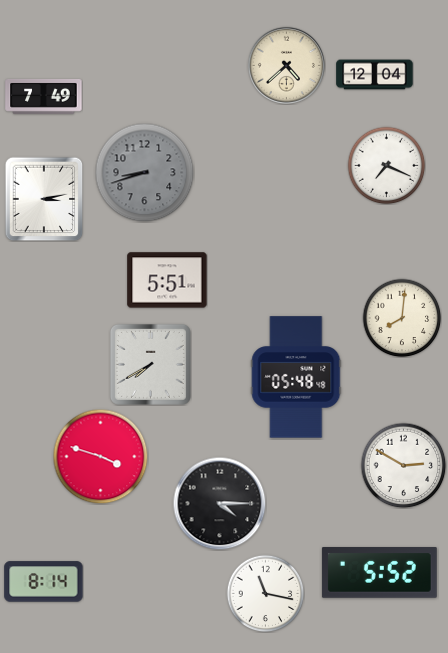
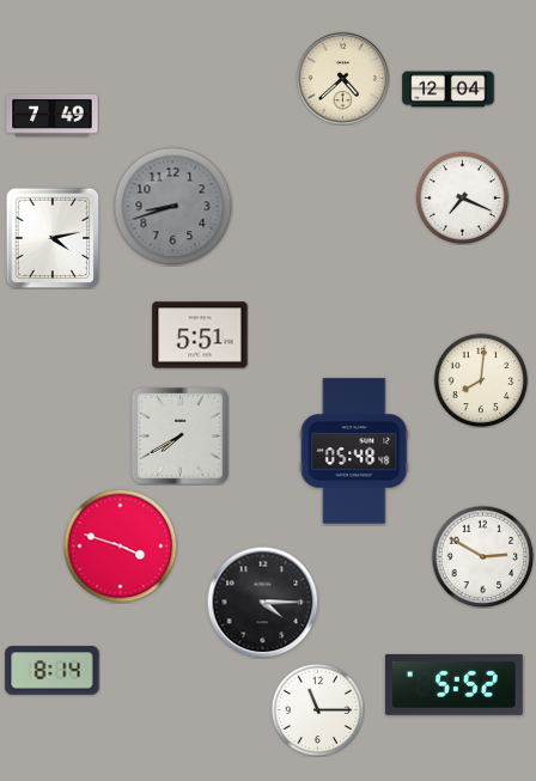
clock at (44, 199): 3:13 -> 4:13
clock at (44, 582) position: (44, 582) -> (53, 671)
clock at (265, 593): 11:17 -> 11:15
